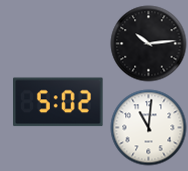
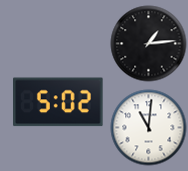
clock at (149, 44): 10:14 -> 1:14
